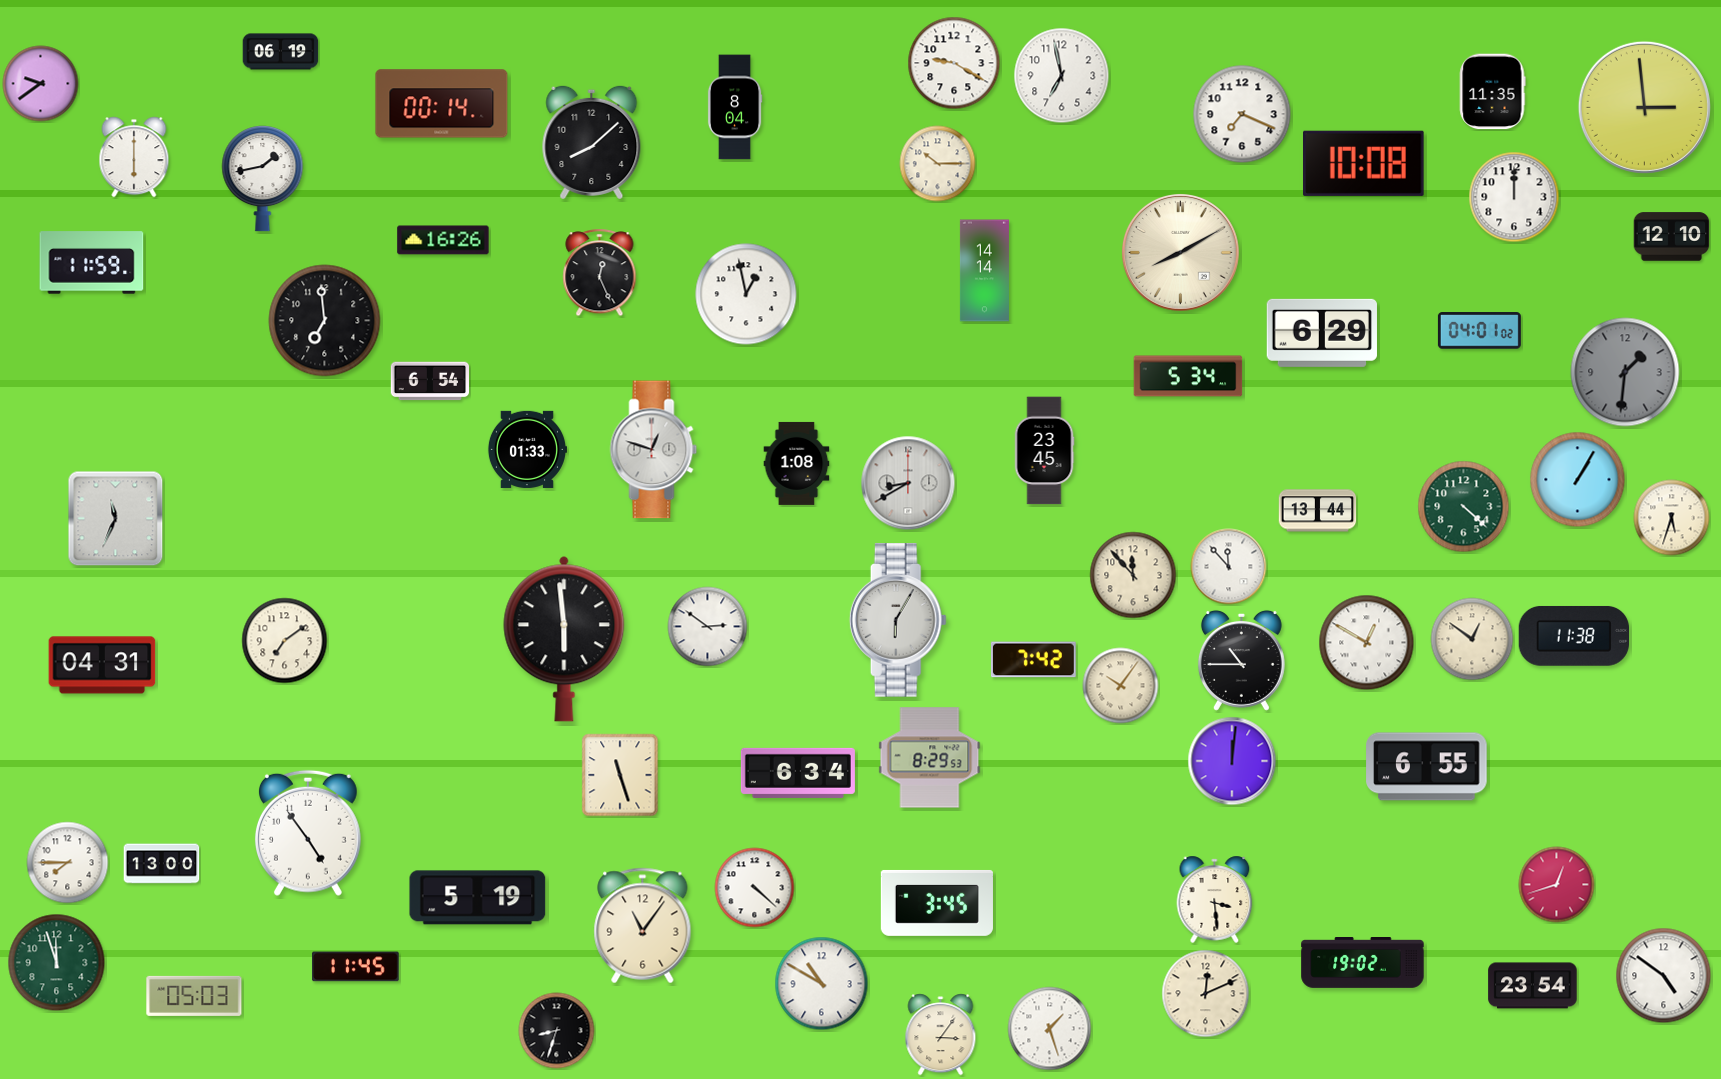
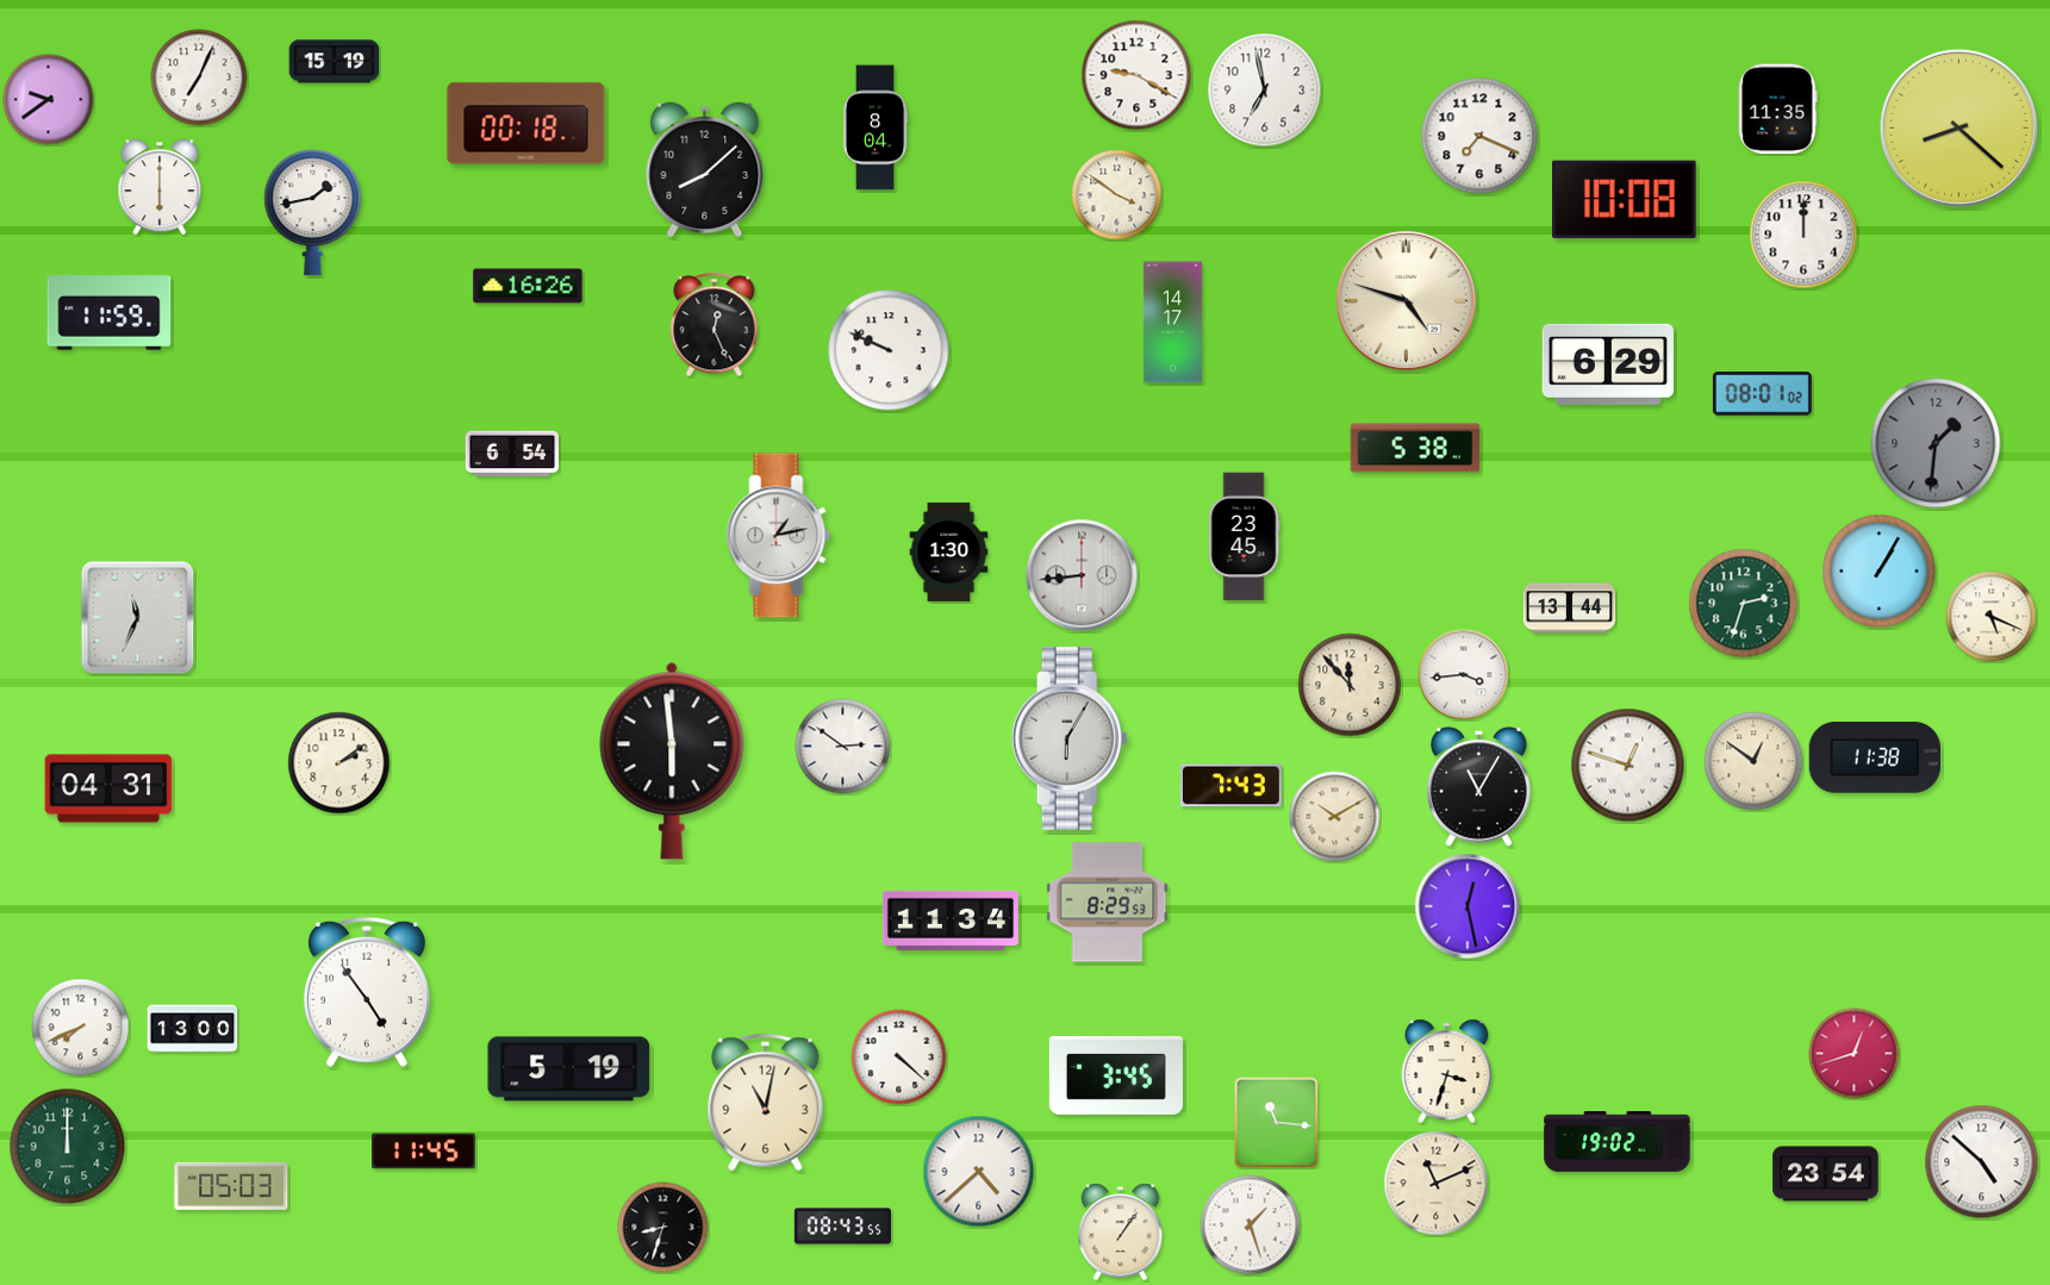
clock at (281, 52): 06:19 -> 15:19
clock at (199, 77): none -> 7:04
clock at (442, 104): 00:14 -> 00:18
clock at (1644, 107): 2:59 -> 8:22
clock at (1364, 163) position: (1364, 163) -> (1625, 199)
clock at (938, 164): 10:15 -> 3:51
clock at (1672, 237): 12:10 -> none
clock at (1181, 253): 8:10 -> 4:48
clock at (984, 271): 14:14 -> 14:17
clock at (746, 294): 12:58 -> 9:49
clock at (325, 321): 6:59 -> none
clock at (1479, 331): 04:01 -> 08:01
clock at (1322, 333) position: (1322, 333) -> (1608, 364)
clock at (1188, 376): 5:34 -> 5:38
clock at (526, 449): 01:33 -> none
clock at (654, 450): 12:48 -> 1:13
clock at (797, 463): 1:08 -> 1:30
clock at (908, 483): 8:40 -> 8:44
clock at (1464, 507): 4:22 -> 2:33
clock at (1672, 518): 5:33 -> 5:19
clock at (1229, 567): 11:53 -> 3:44
clock at (285, 641): 7:09 -> 2:09
clock at (1367, 643): 12:50 -> 12:48
clock at (1033, 660): 7:42 -> 7:43
clock at (1241, 660): 10:45 -> 11:05
clock at (102, 665) position: (102, 665) -> (108, 788)
clock at (1121, 686): 10:06 -> 10:10
clock at (1232, 761): 12:01 -> 12:28
clock at (1427, 767): 6:55 -> none
clock at (798, 773): 6:34 -> 11:34
clock at (620, 775): 11:27 -> none
clock at (68, 863): 7:45 -> 7:41
clock at (1215, 899): 3:29 -> 3:33
clock at (643, 926): 11:06 -> 11:02
clock at (1277, 1123): none -> 11:16
clock at (57, 963): 11:57 -> 12:00
clock at (1363, 963) position: (1363, 963) -> (1618, 1142)
clock at (1664, 976): 4:51 -> 4:52
clock at (822, 984): 10:50 -> 4:38
clock at (1206, 994): 12:11 -> 11:11
clock at (842, 1227): none -> 08:43
clock at (941, 1035): 3:06 -> 1:06
